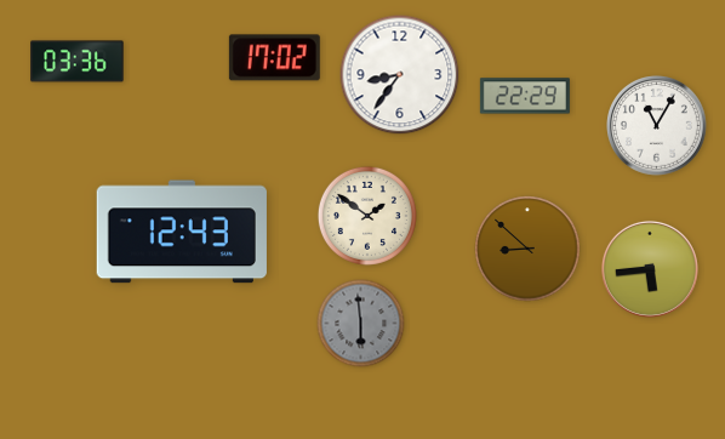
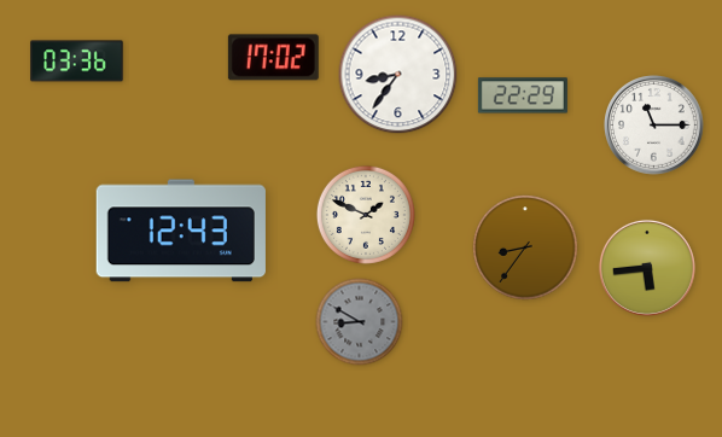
clock at (657, 126): 11:05 -> 11:15
clock at (367, 216): 1:51 -> 1:49
clock at (527, 249): 8:52 -> 8:36
clock at (361, 324): 5:59 -> 8:50
